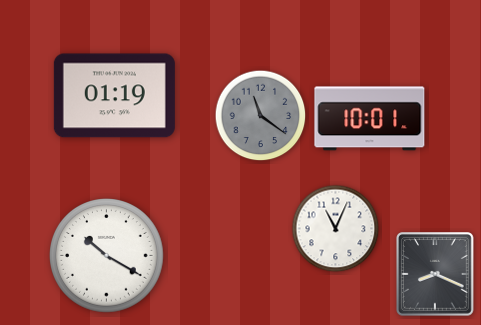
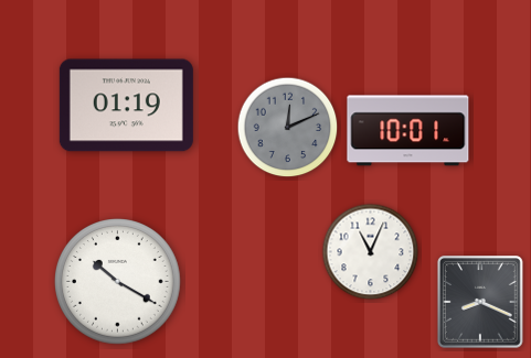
clock at (261, 116): 11:21 -> 12:11
